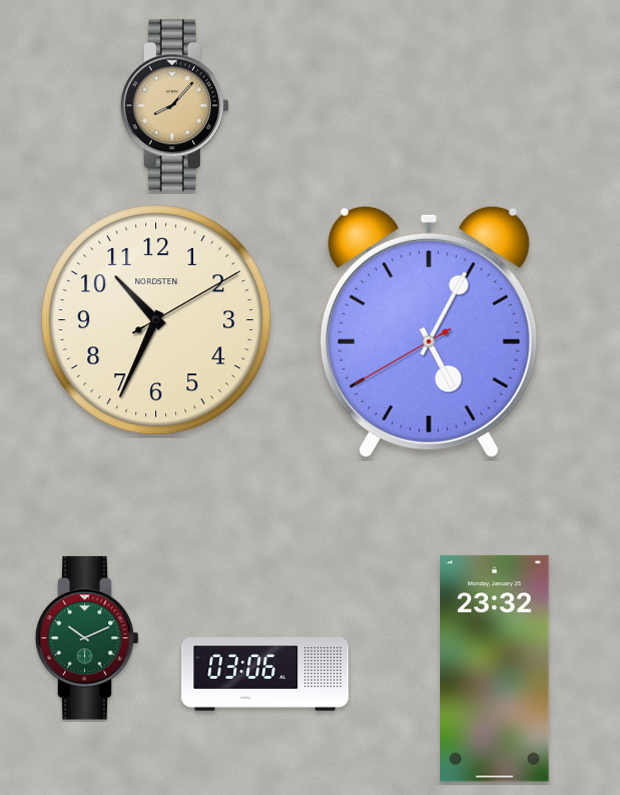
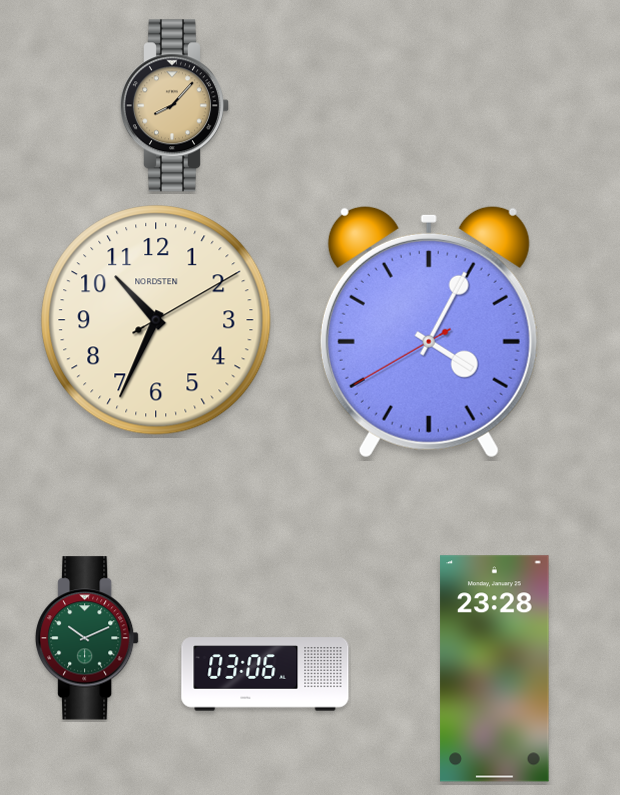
clock at (429, 332): 5:04 -> 4:04
clock at (495, 669): 23:32 -> 23:28
